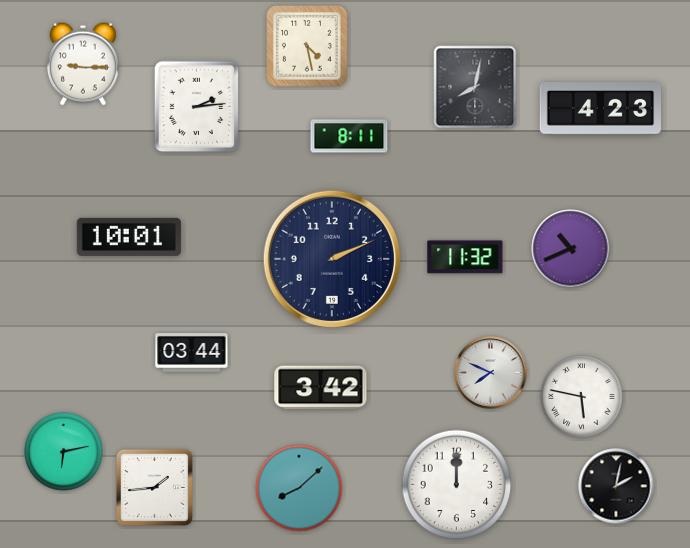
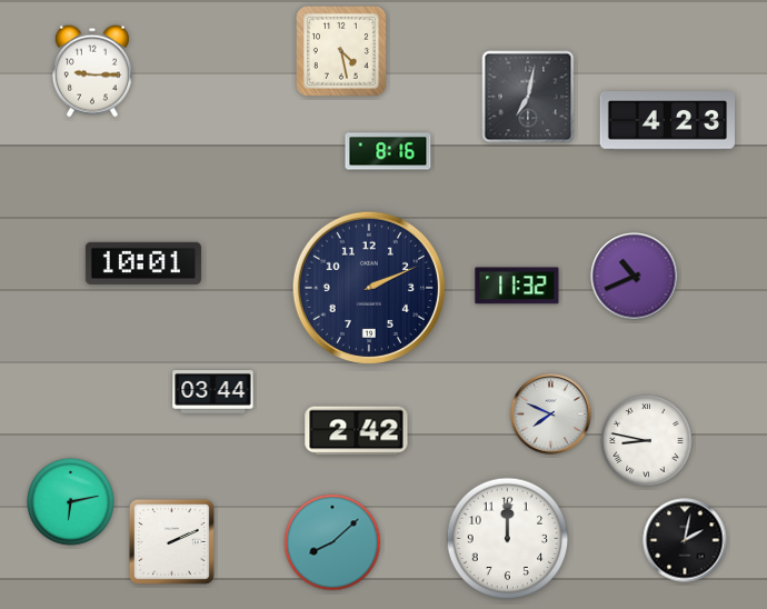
clock at (475, 87): 8:02 -> 7:02
clock at (197, 107): 2:14 -> none
clock at (349, 136): 8:11 -> 8:16
clock at (491, 373) position: (491, 373) -> (551, 415)
clock at (321, 388): 3:42 -> 2:42
clock at (582, 397): 5:47 -> 8:47
clock at (154, 487): 1:44 -> 2:11
